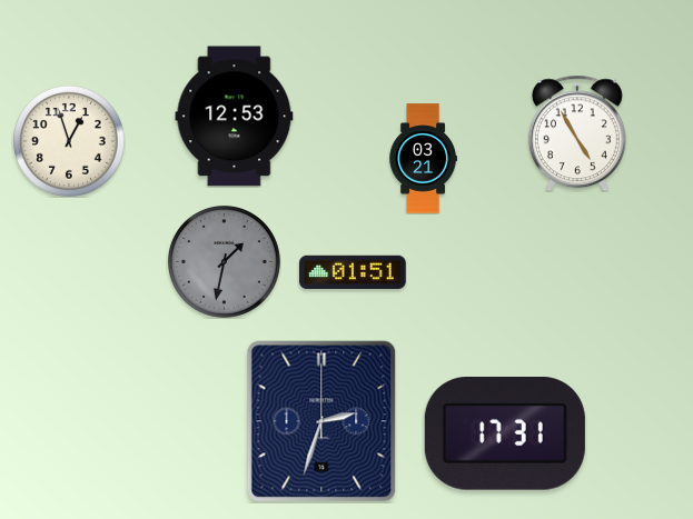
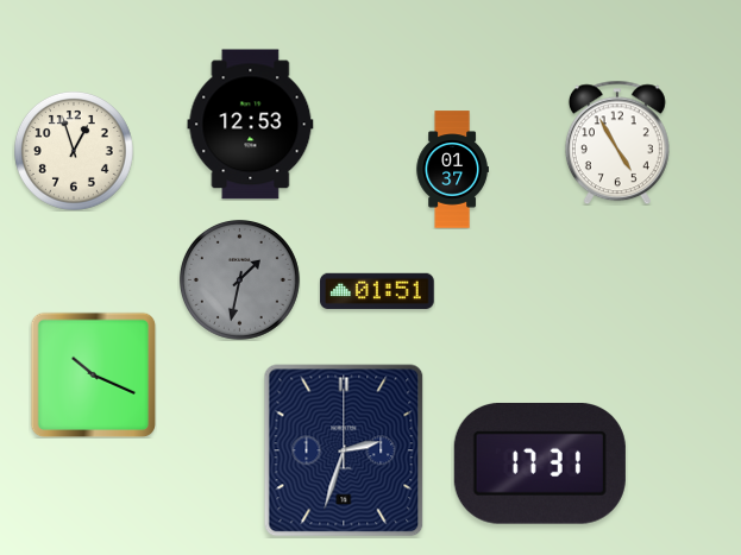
clock at (423, 159): 03:21 -> 01:37
clock at (93, 374): none -> 10:19
